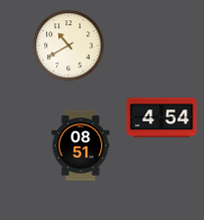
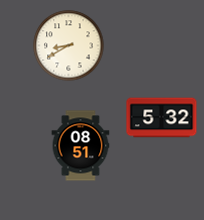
clock at (69, 46): 10:40 -> 8:40
clock at (162, 118): 4:54 -> 5:32
